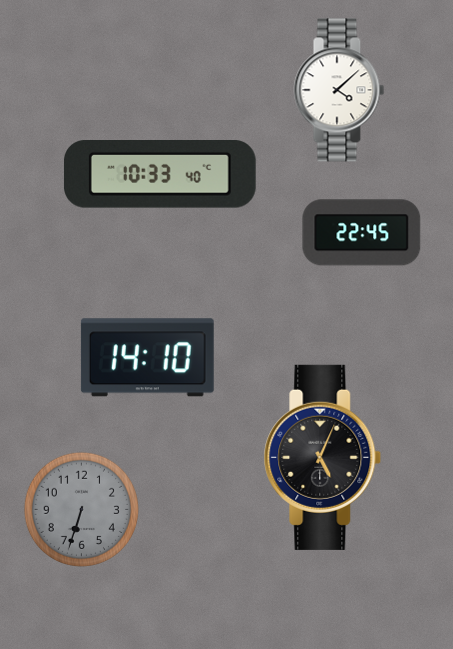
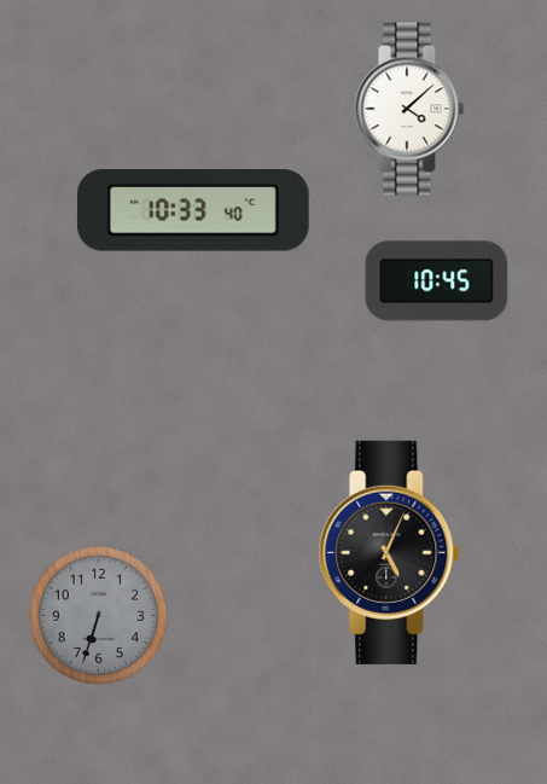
clock at (362, 233): 22:45 -> 10:45
clock at (147, 358): 14:10 -> none
